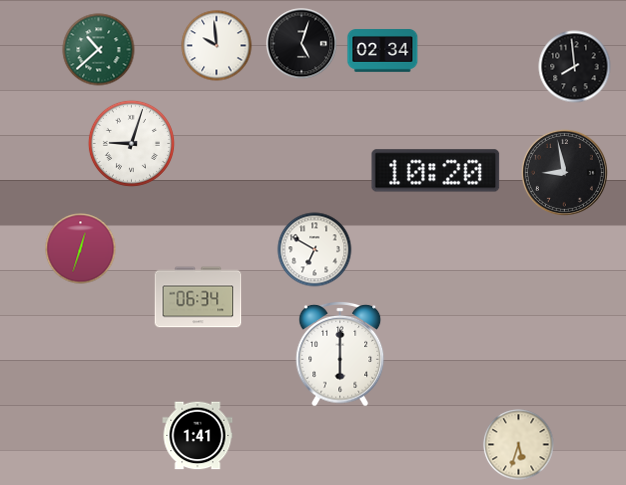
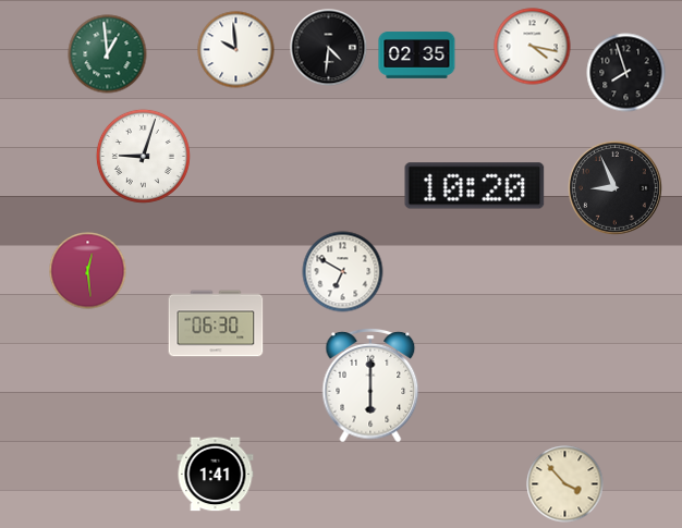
clock at (533, 47): none -> 4:17
clock at (302, 44): 5:03 -> 4:31
clock at (99, 50): 10:38 -> 12:59
clock at (383, 51): 02:34 -> 02:35
clock at (575, 67): 7:59 -> 7:57
clock at (564, 172): 8:58 -> 8:56
clock at (81, 249): 12:33 -> 12:29
clock at (198, 297): 06:34 -> 06:30
clock at (519, 445): 5:33 -> 3:53
